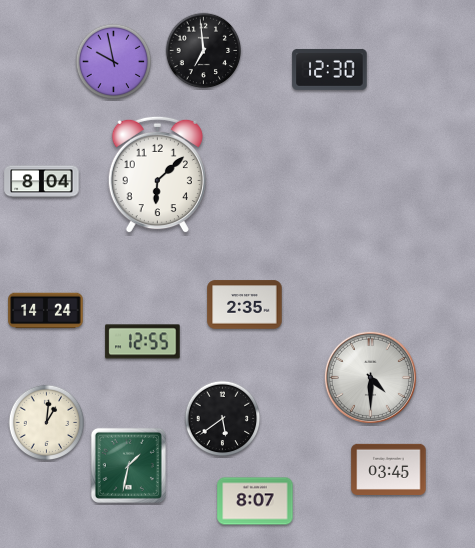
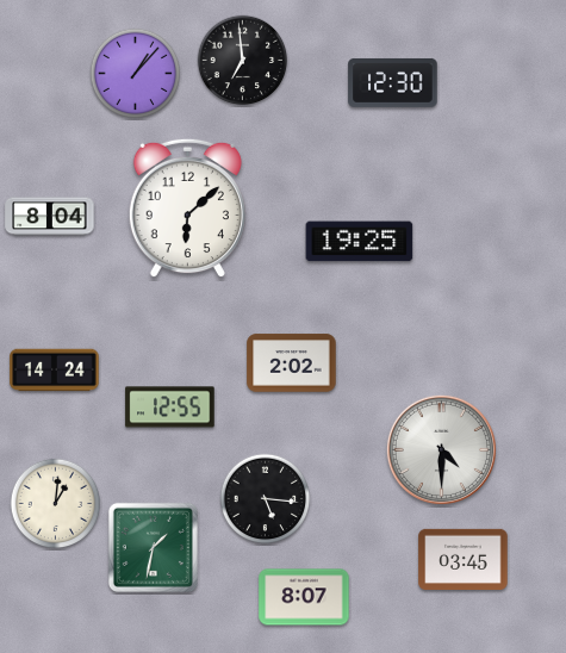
clock at (114, 62): 9:58 -> 1:07
clock at (360, 242): none -> 19:25
clock at (245, 305): 2:35 -> 2:02
clock at (223, 419): 5:39 -> 5:16
clock at (128, 465) position: (128, 465) -> (153, 547)
